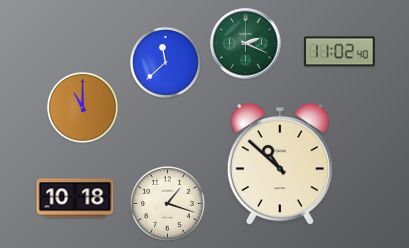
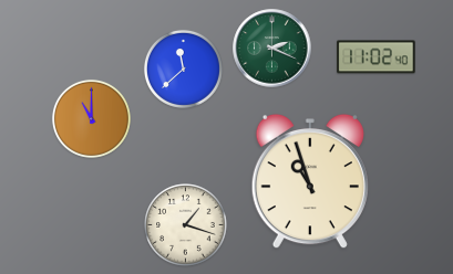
clock at (280, 164): 10:52 -> 10:57
clock at (75, 198): 10:18 -> none
